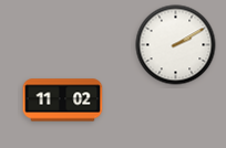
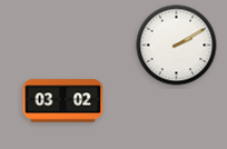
clock at (63, 101): 11:02 -> 03:02
